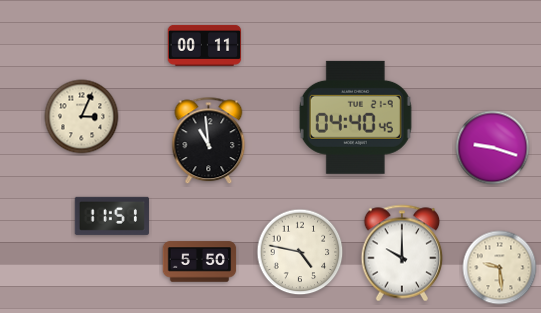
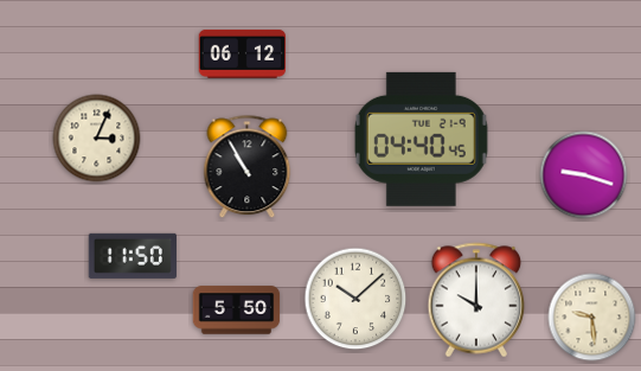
clock at (205, 45): 00:11 -> 06:12
clock at (209, 141): 10:59 -> 10:55
clock at (112, 216): 11:51 -> 11:50
clock at (300, 252): 4:47 -> 10:08
